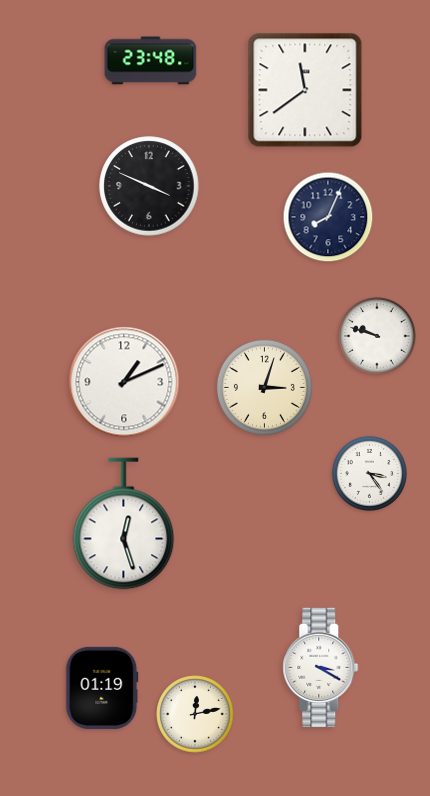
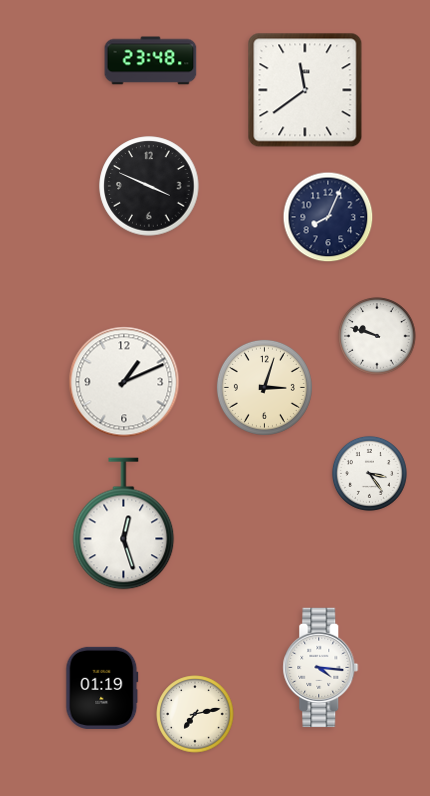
clock at (321, 668): 3:20 -> 4:16
clock at (195, 714): 12:13 -> 7:13
